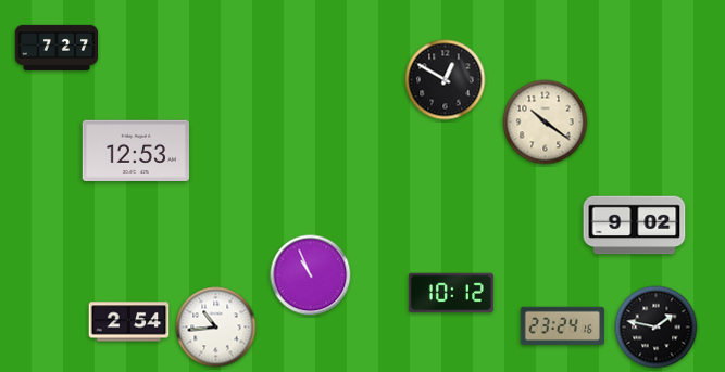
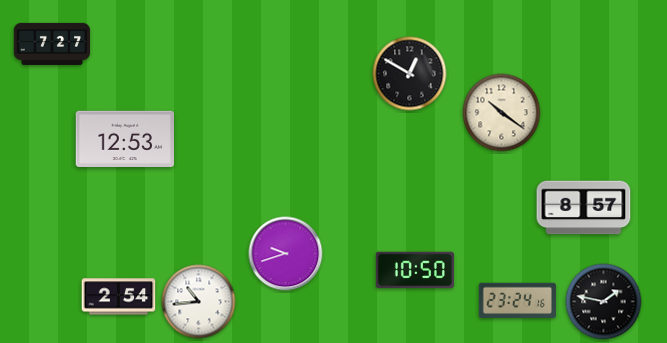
clock at (635, 226): 9:02 -> 8:57
clock at (311, 275): 10:56 -> 9:42
clock at (451, 293): 10:12 -> 10:50
